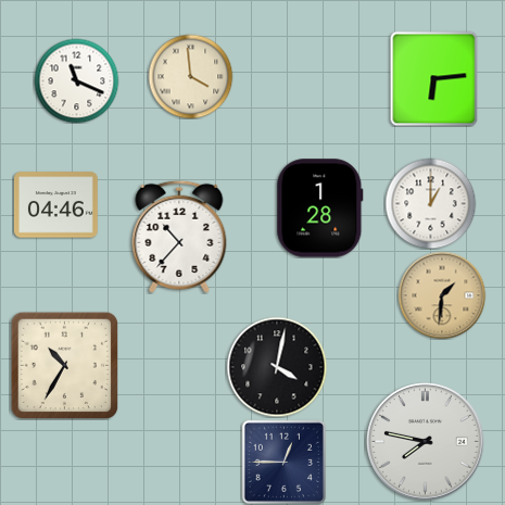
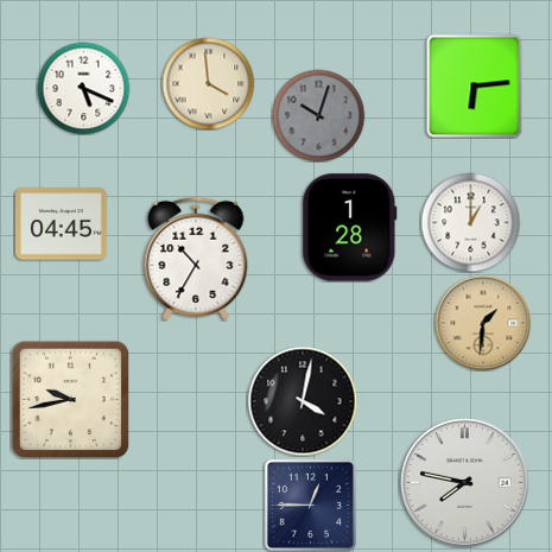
clock at (76, 80): 11:19 -> 5:19
clock at (318, 115): none -> 10:03
clock at (55, 205): 04:46 -> 04:45
clock at (179, 237): 10:37 -> 10:35
clock at (64, 365): 10:35 -> 9:43
